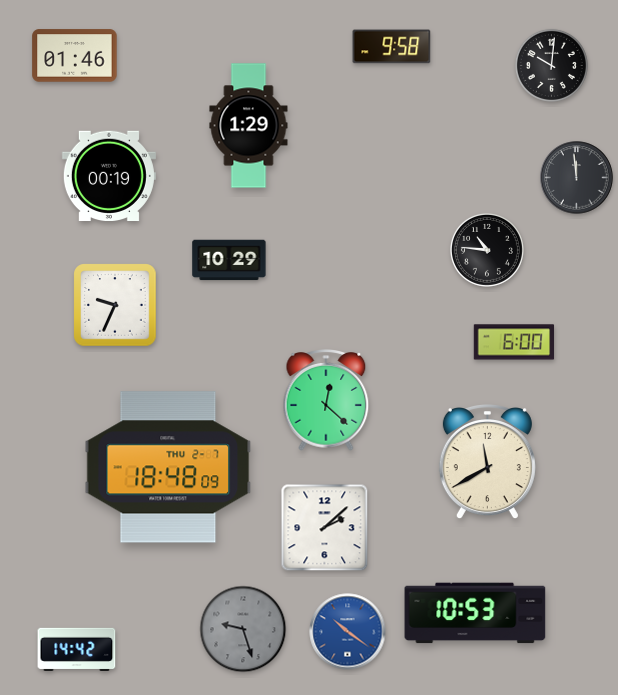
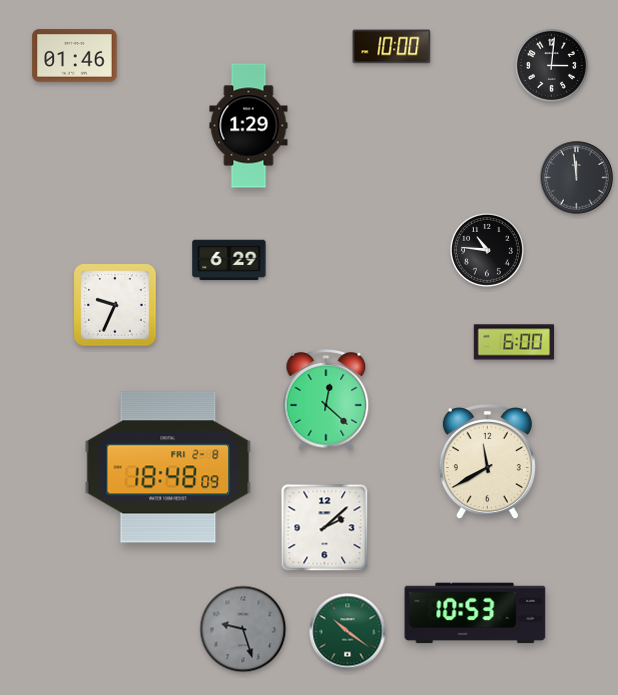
clock at (392, 47): 9:58 -> 10:00
clock at (551, 65): 10:01 -> 3:01
clock at (109, 175): 00:19 -> none
clock at (229, 260): 10:29 -> 6:29
clock at (168, 467) date: THU 2-7 -> FRI 2-8
clock at (348, 632) dial: blue -> green
clock at (77, 649): 14:42 -> none
